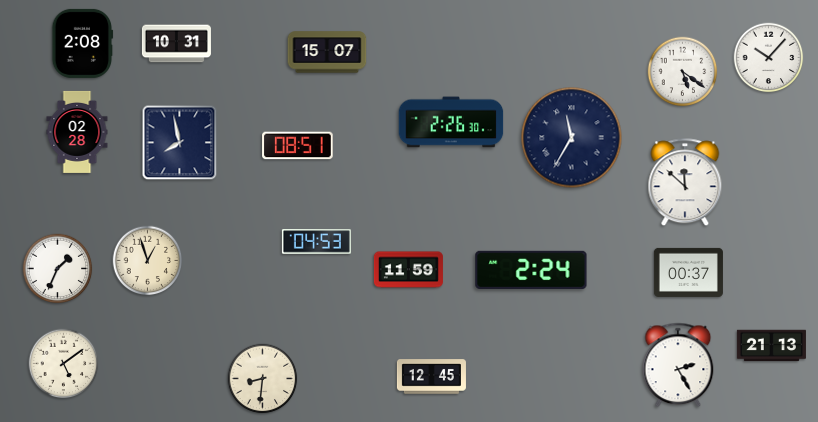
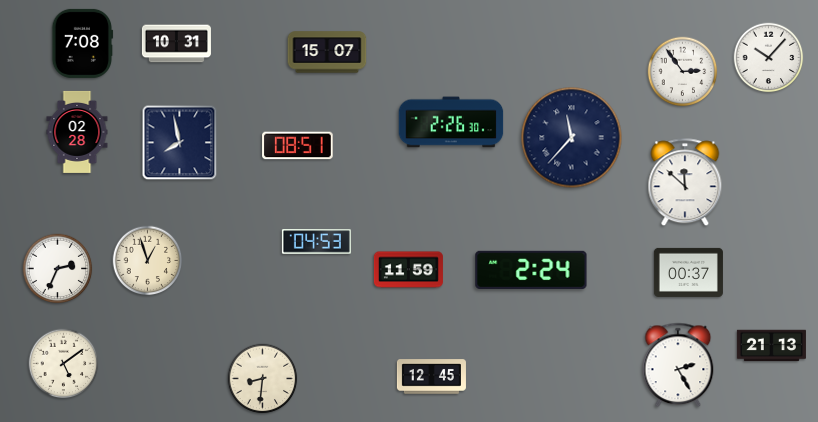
clock at (83, 43): 2:08 -> 7:08
clock at (683, 72): 5:21 -> 2:54
clock at (572, 138): 11:35 -> 11:37
clock at (58, 269): 1:34 -> 2:34
